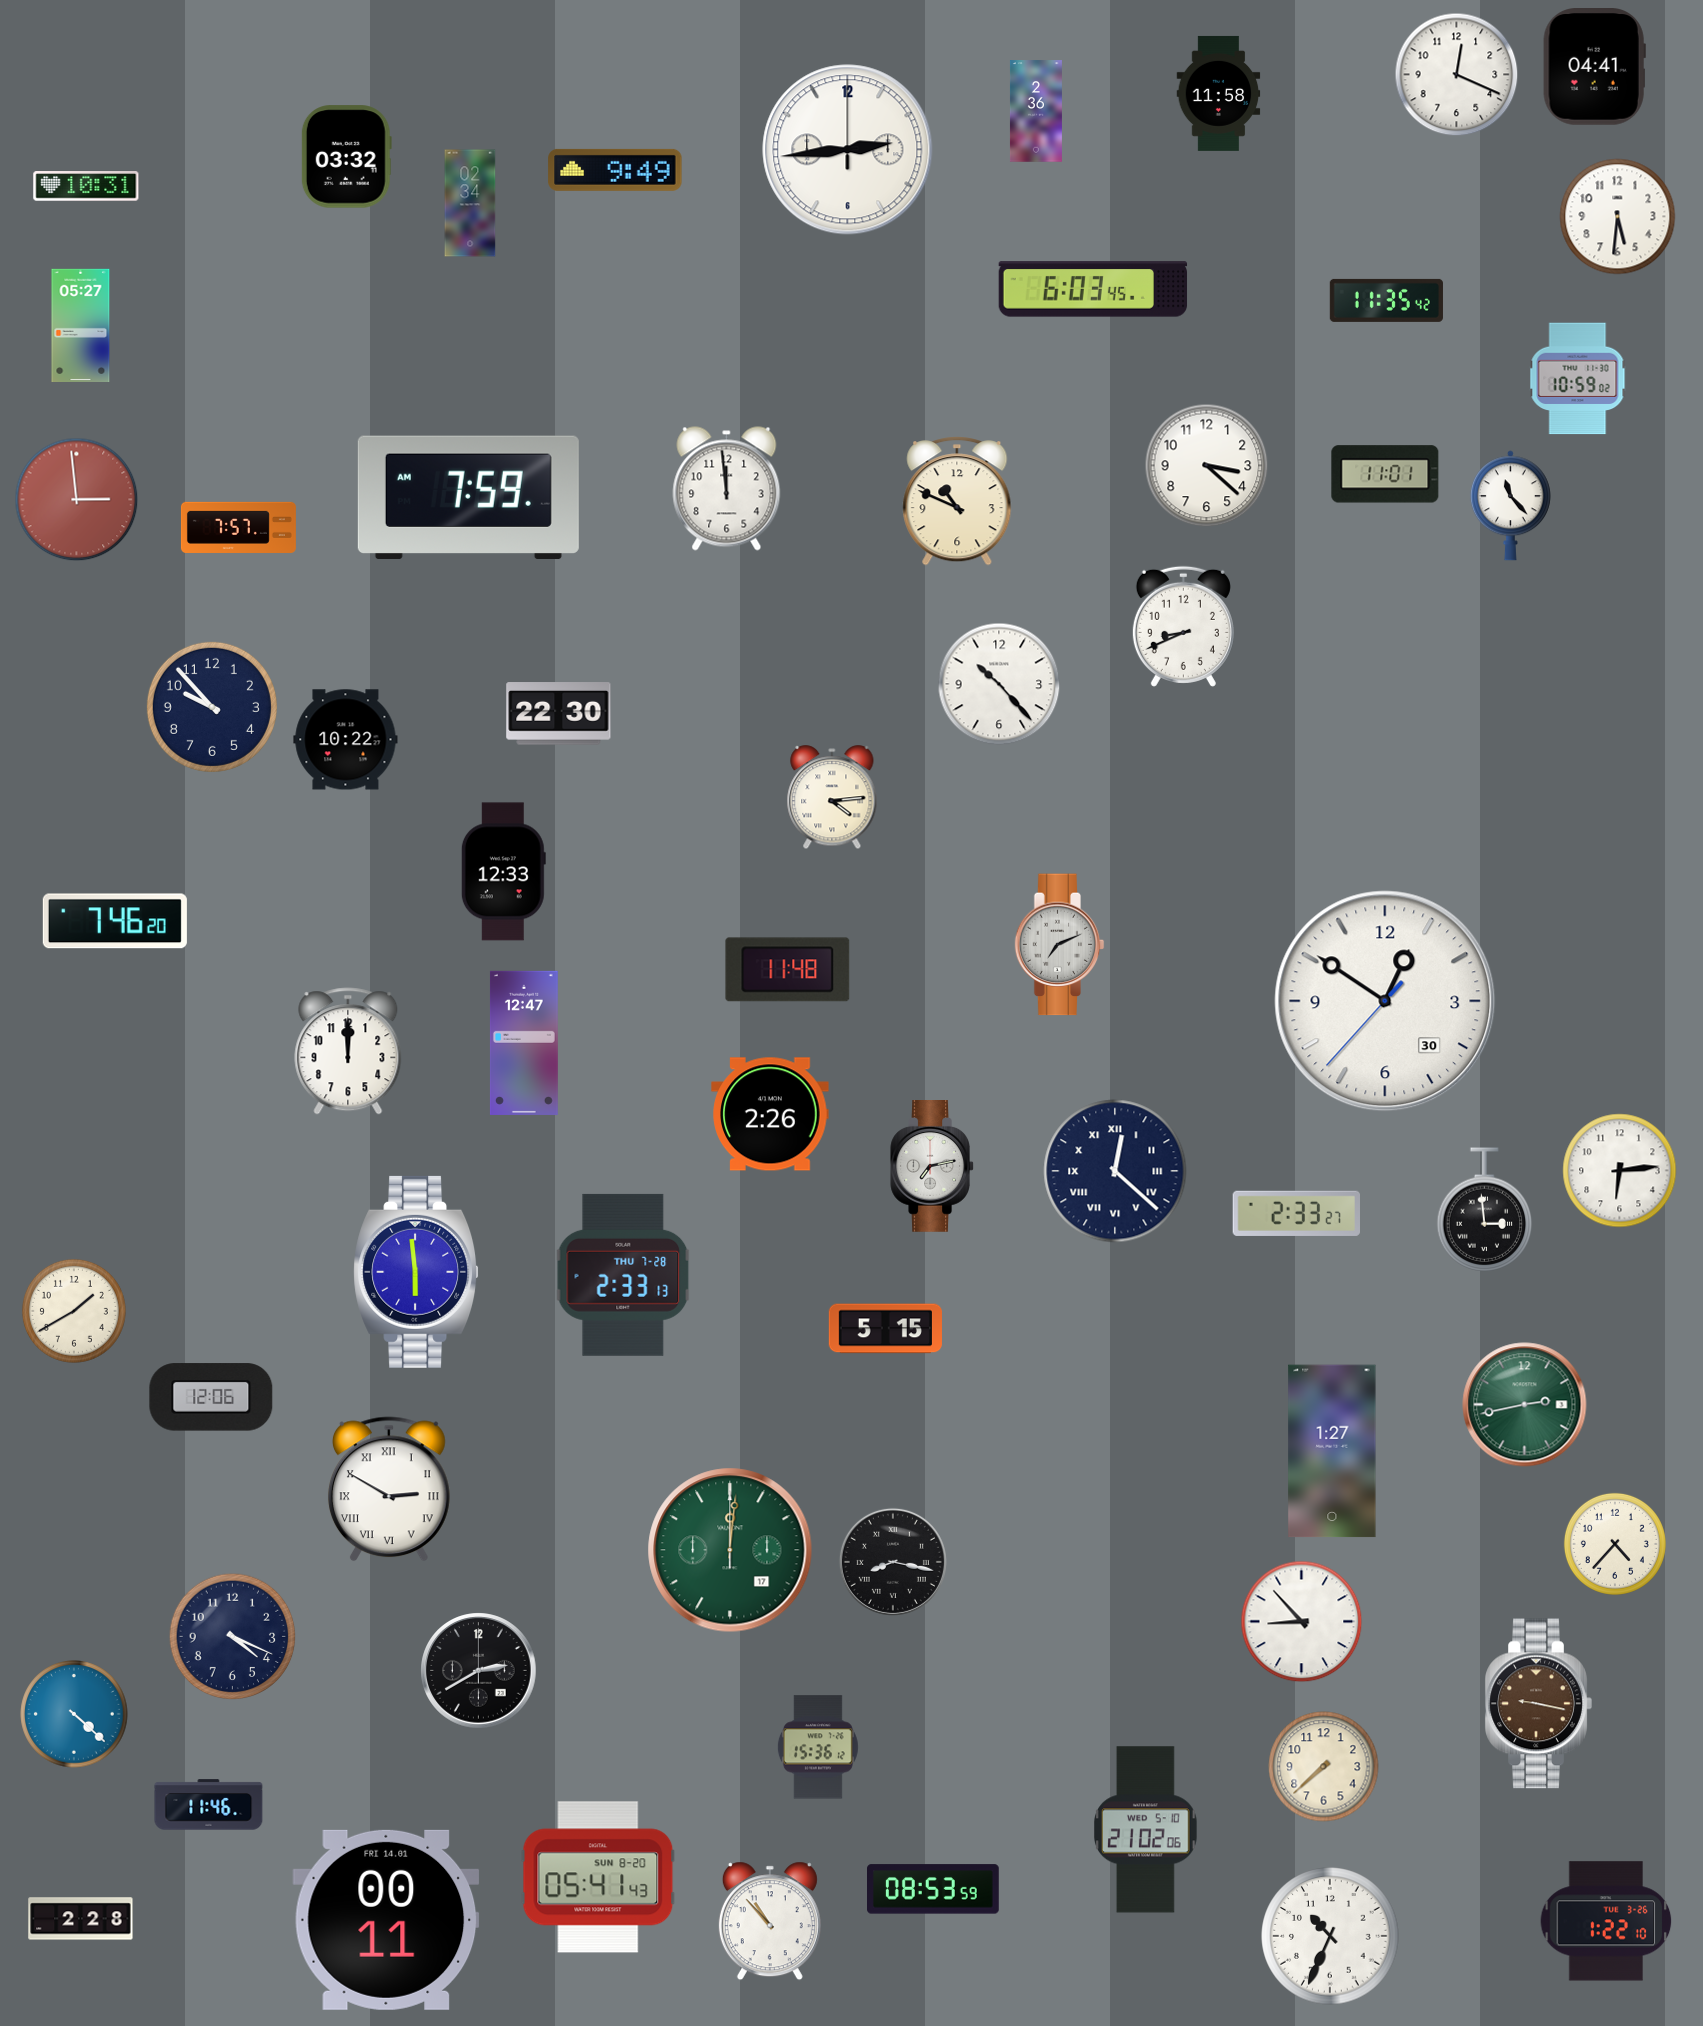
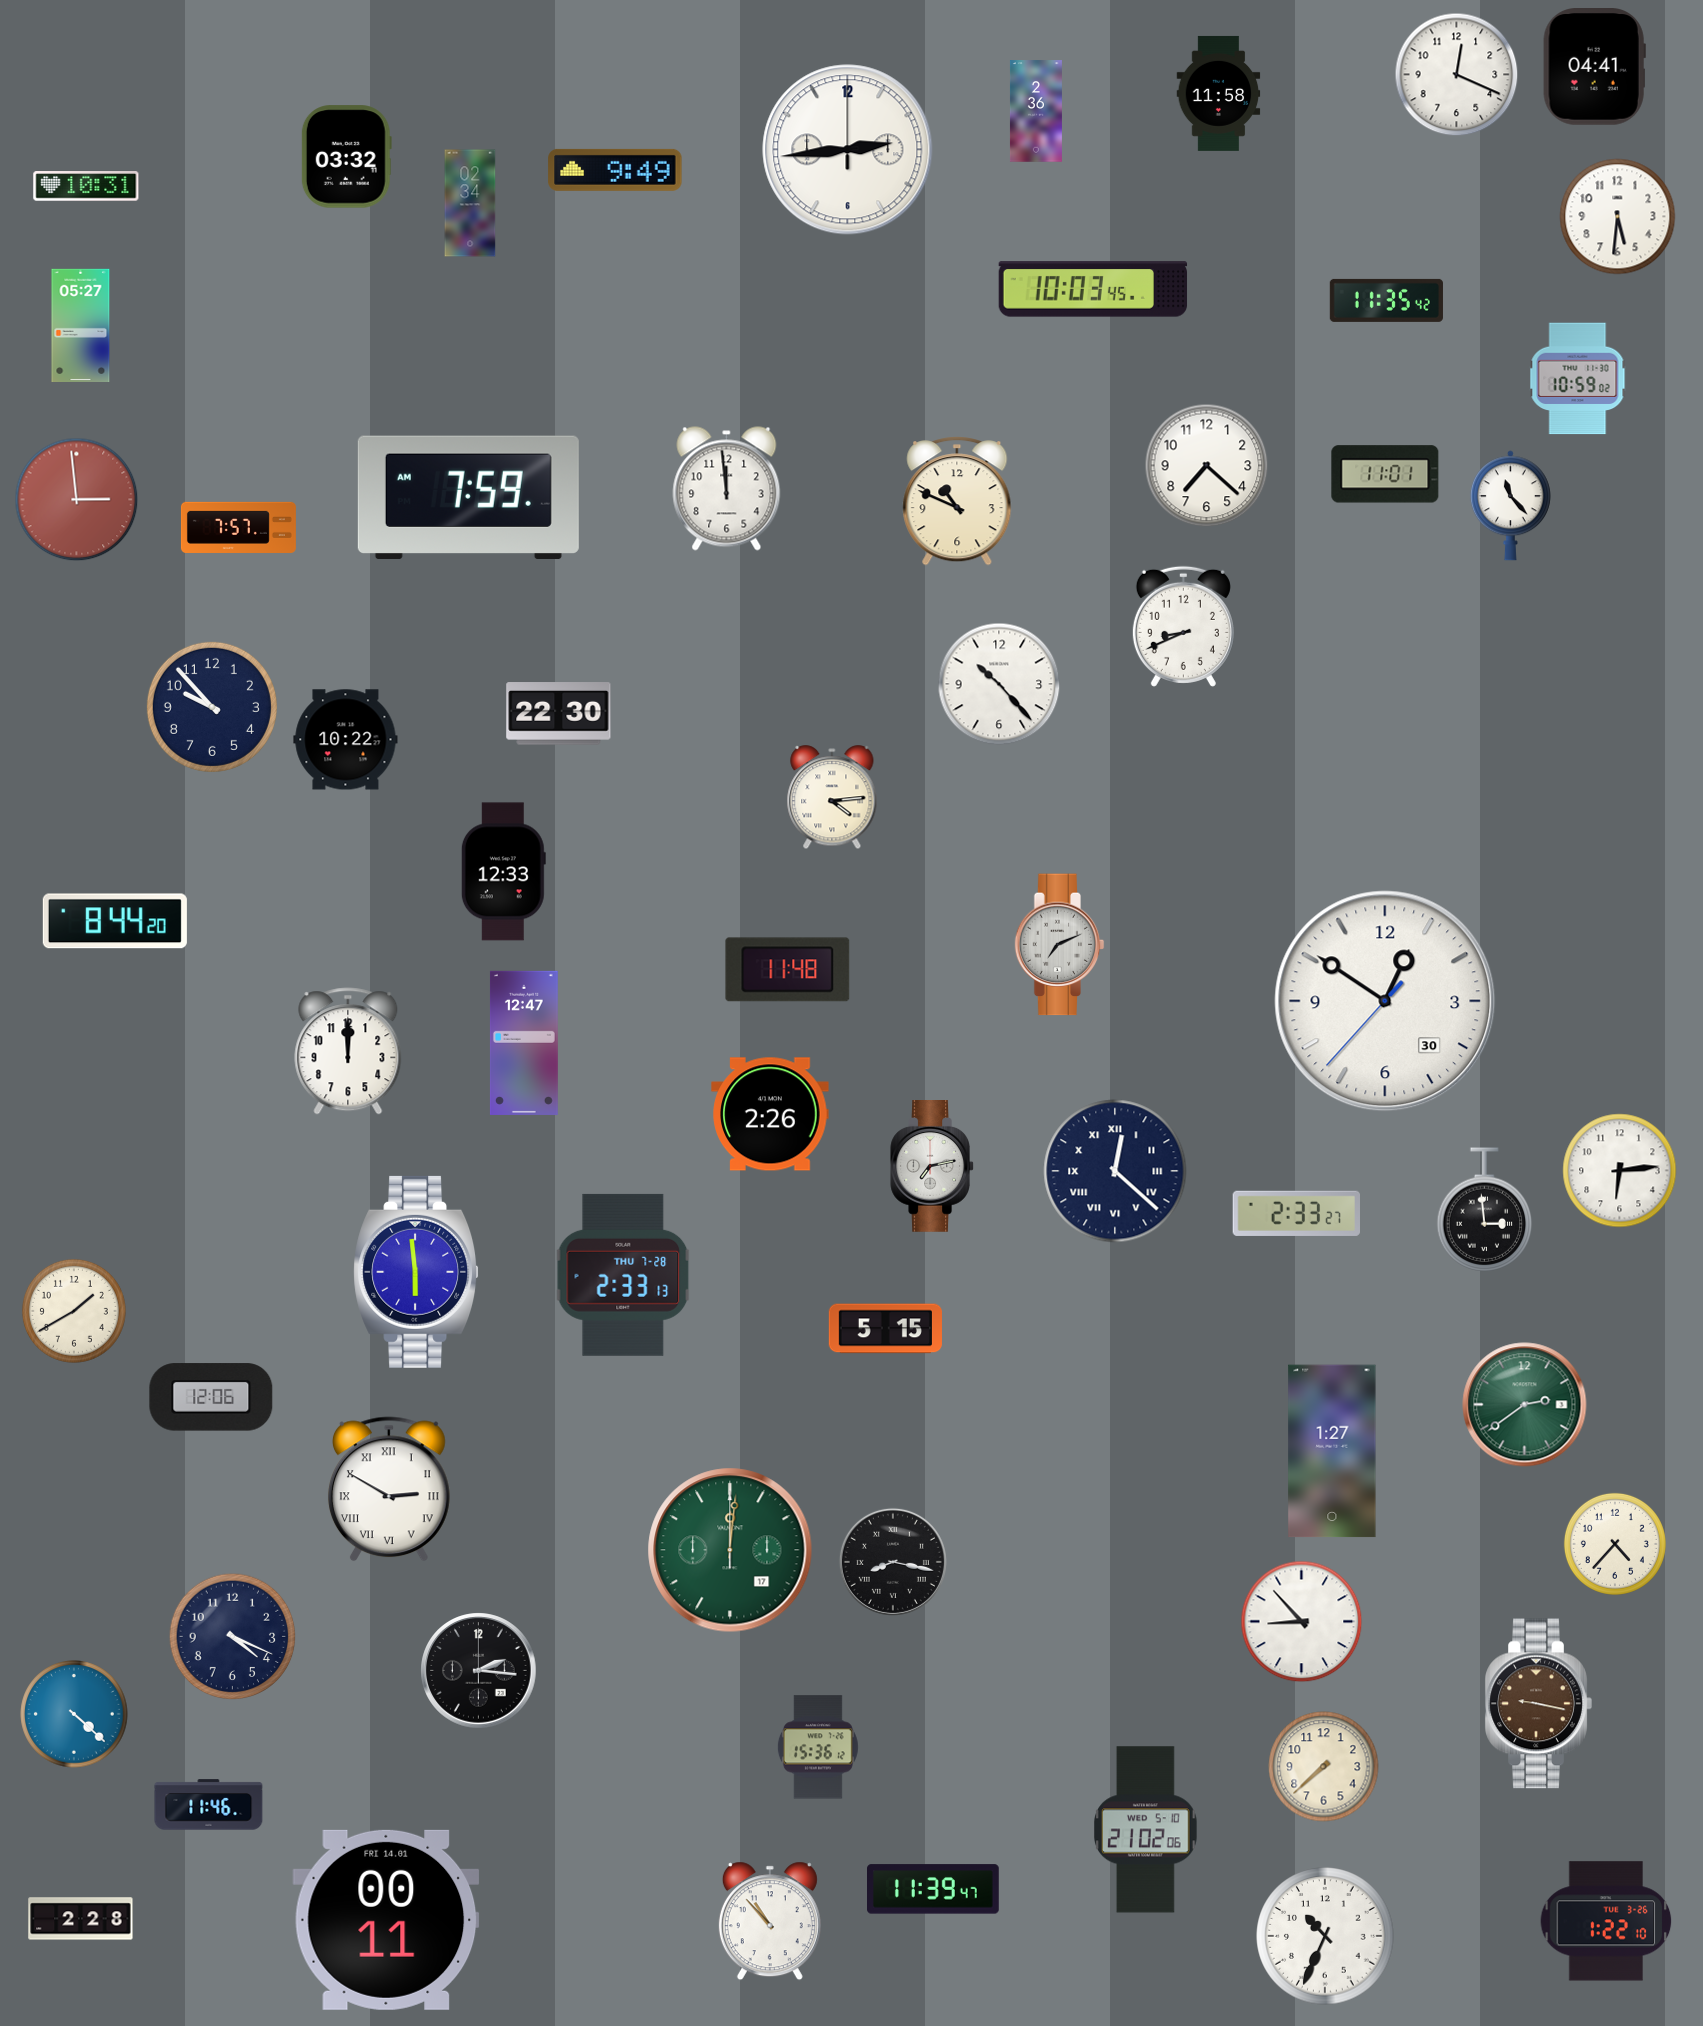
clock at (1093, 289): 6:03 -> 10:03
clock at (1207, 466): 3:22 -> 7:22
clock at (115, 921): 7:46 -> 8:44
clock at (1525, 1405): 2:43 -> 2:39
clock at (479, 1671): 2:40 -> 2:16
clock at (598, 1877): 05:41 -> none
clock at (934, 1889): 08:53 -> 11:39
clock at (1330, 1936) position: (1330, 1936) -> (1325, 1936)
